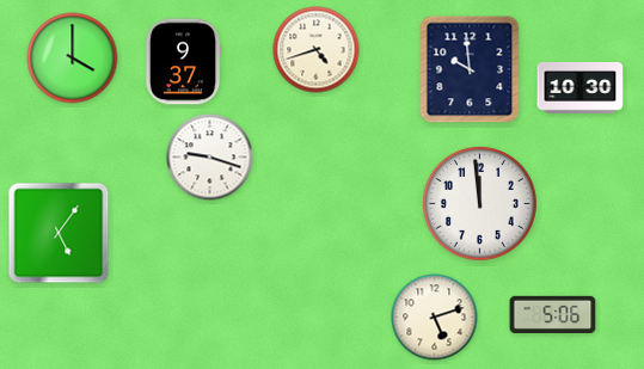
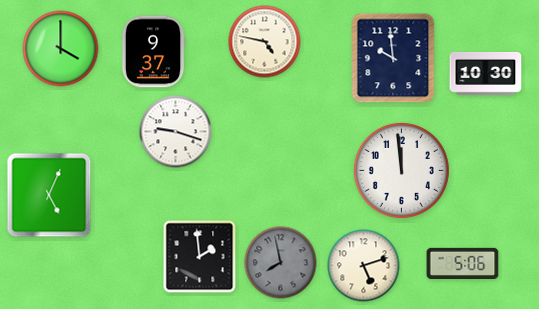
clock at (317, 50): 4:42 -> 4:47
clock at (59, 233): 5:06 -> 5:04
clock at (200, 257): none -> 1:59
clock at (281, 263): none -> 7:58
